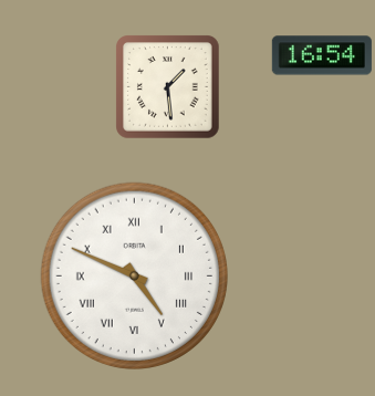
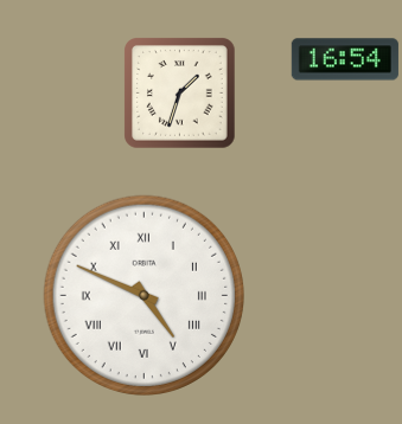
clock at (168, 87): 1:29 -> 1:33
